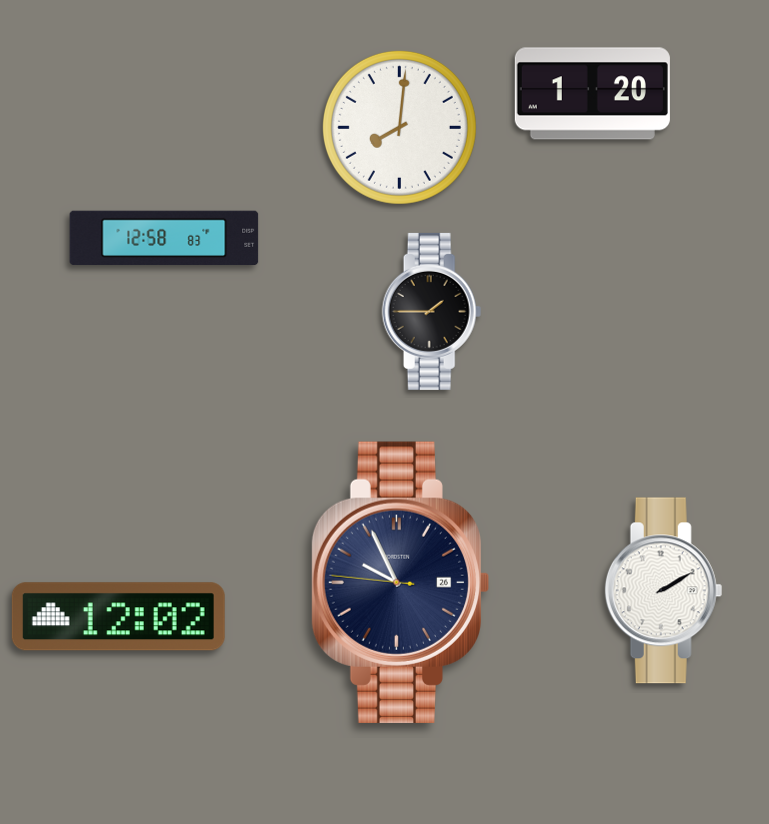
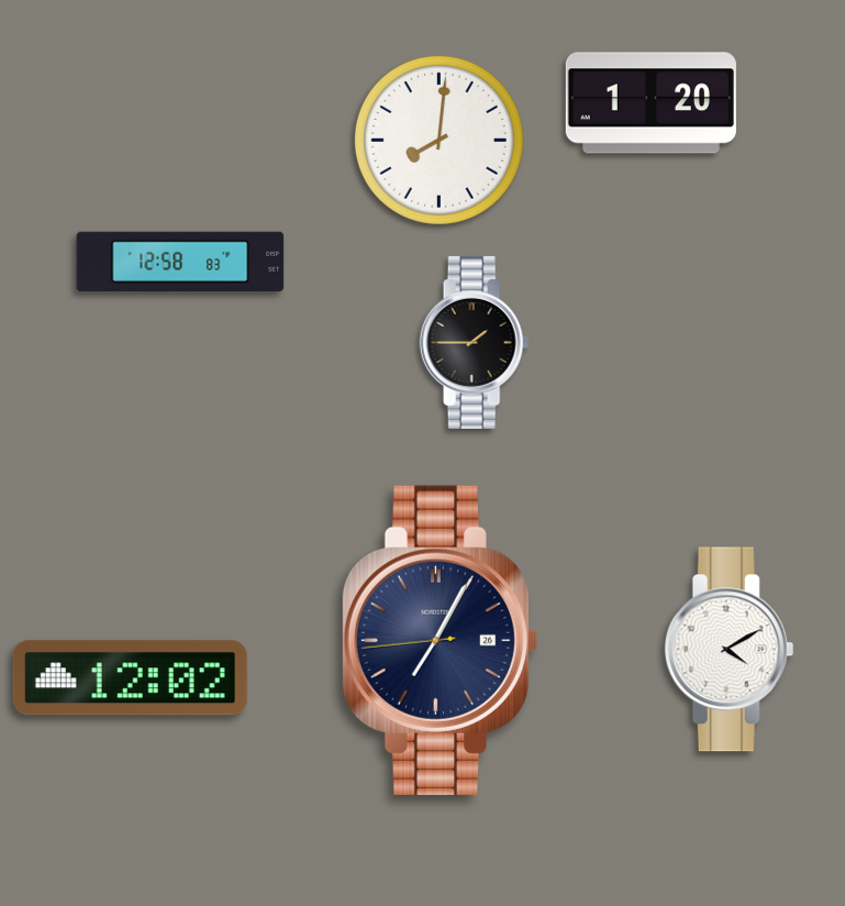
clock at (399, 582): 9:55 -> 7:04
clock at (664, 591): 2:10 -> 4:10
